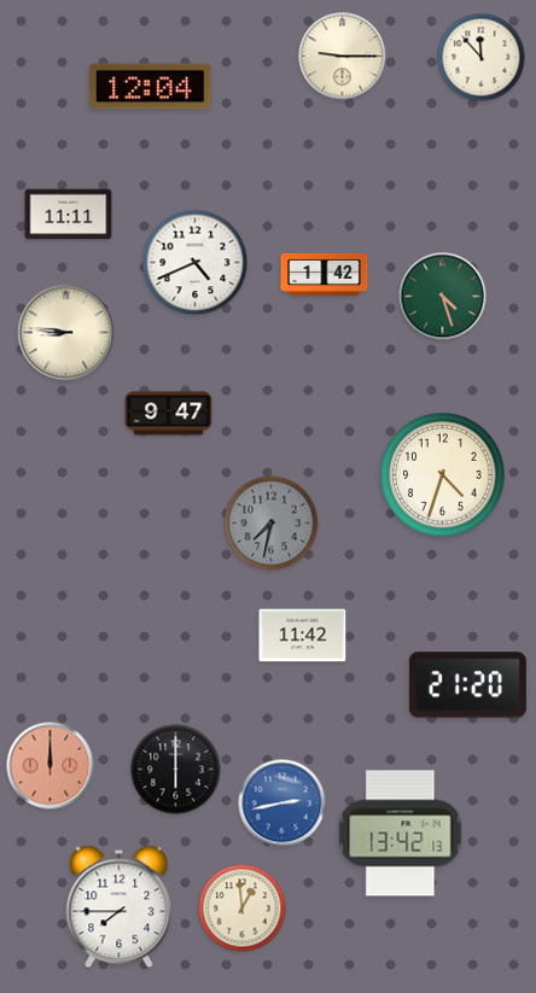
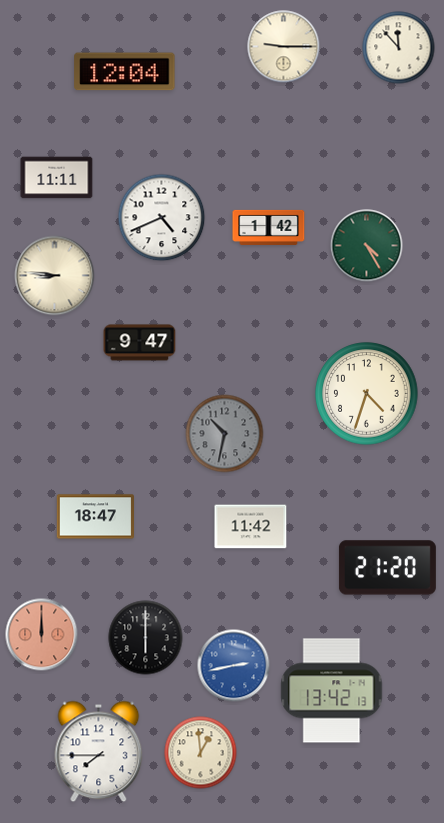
clock at (443, 297): 4:27 -> 4:25
clock at (272, 524): 7:32 -> 10:32
clock at (95, 517): none -> 18:47
